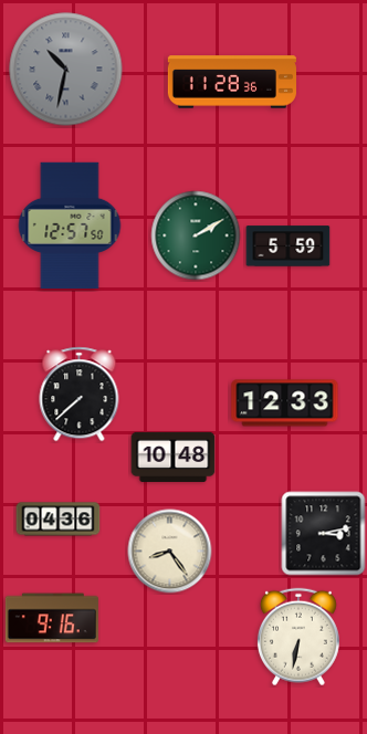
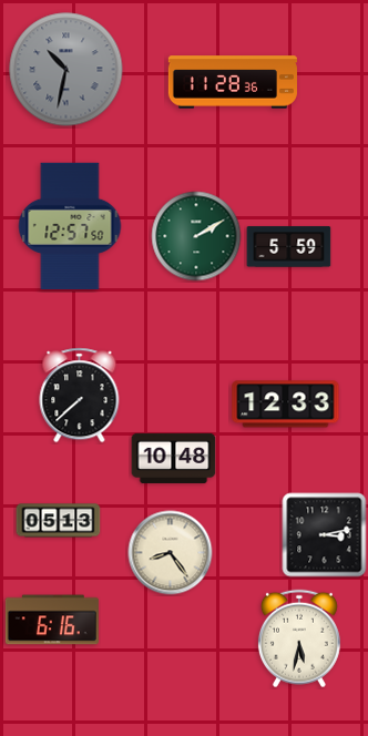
clock at (59, 520): 04:36 -> 05:13
clock at (52, 618): 9:16 -> 6:16
clock at (298, 637): 6:32 -> 5:32
